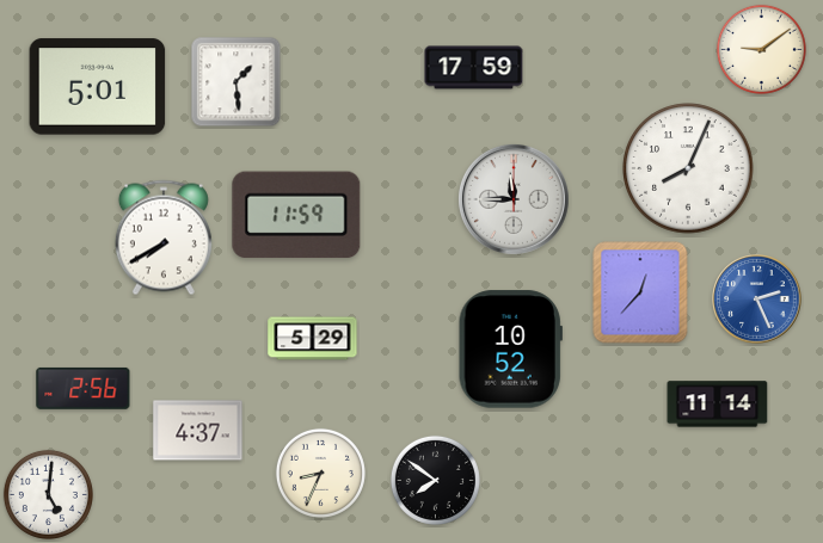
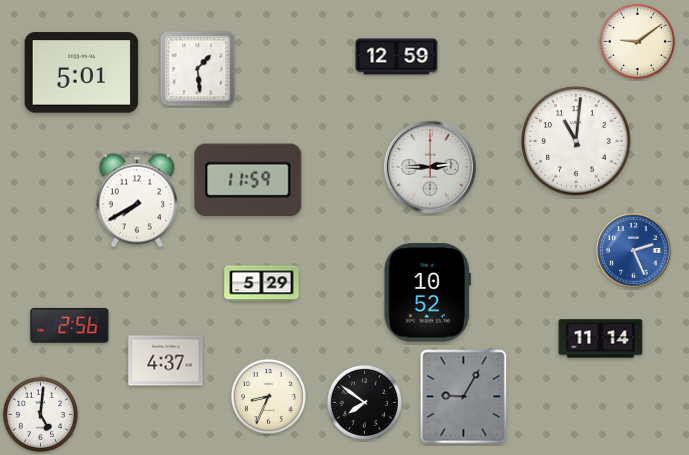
clock at (474, 68): 17:59 -> 12:59
clock at (688, 168): 8:04 -> 11:01
clock at (514, 199): 11:45 -> 2:45
clock at (640, 292): 12:37 -> none
clock at (464, 397): none -> 9:05
